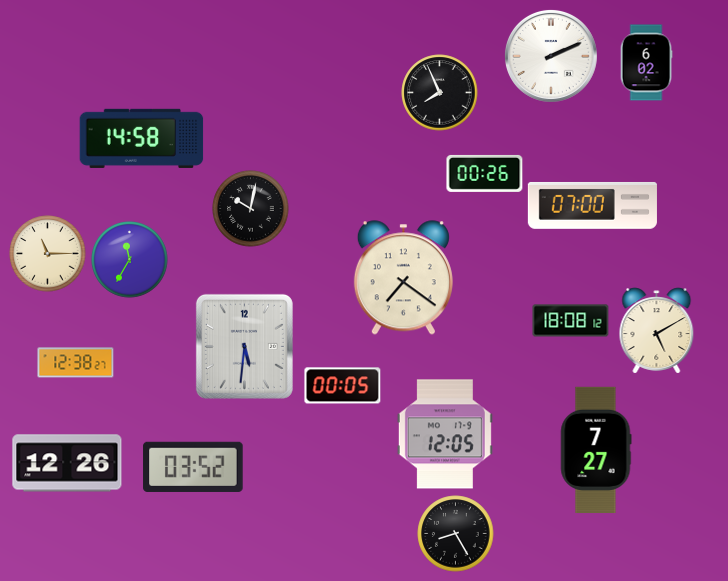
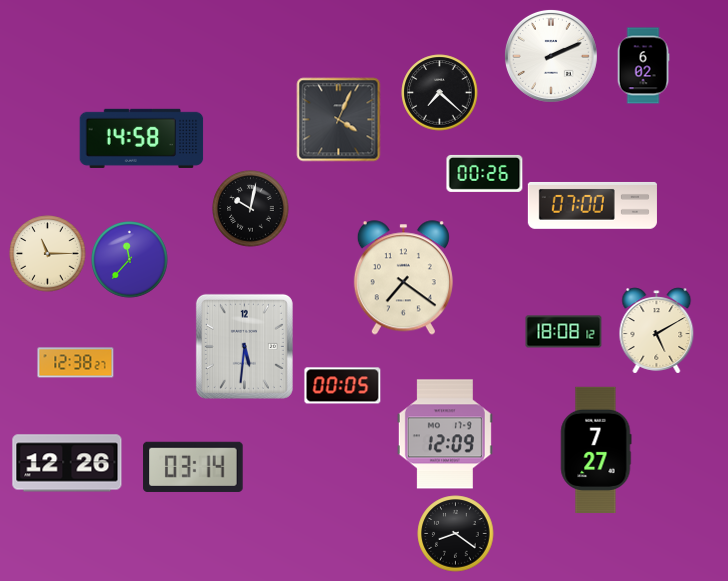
clock at (646, 63) position: (646, 63) -> (643, 66)
clock at (440, 93): 7:56 -> 7:22
clock at (339, 120): none -> 4:04
clock at (130, 260): 11:35 -> 11:37
clock at (571, 321) position: (571, 321) -> (564, 332)
clock at (445, 434): 12:05 -> 12:09
clock at (193, 466): 03:52 -> 03:14
clock at (456, 534): 8:25 -> 8:21
